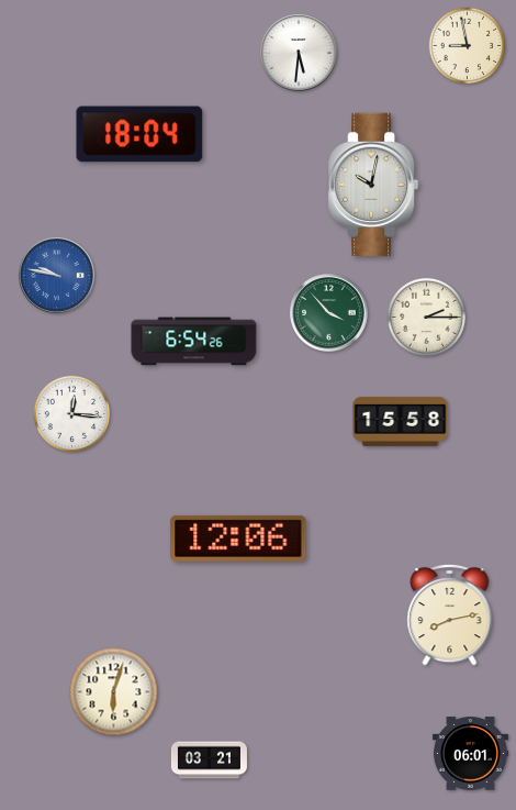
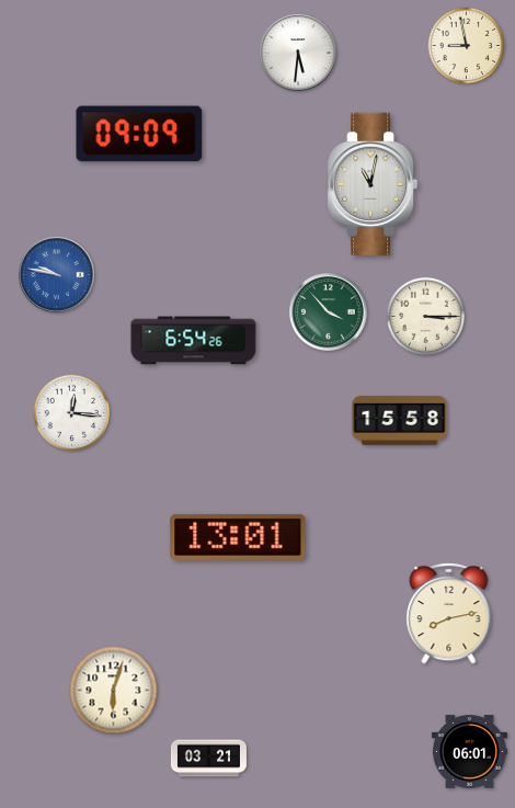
clock at (139, 134): 18:04 -> 09:09
clock at (373, 185): 10:02 -> 11:02
clock at (426, 317): 2:15 -> 3:15
clock at (238, 539): 12:06 -> 13:01
